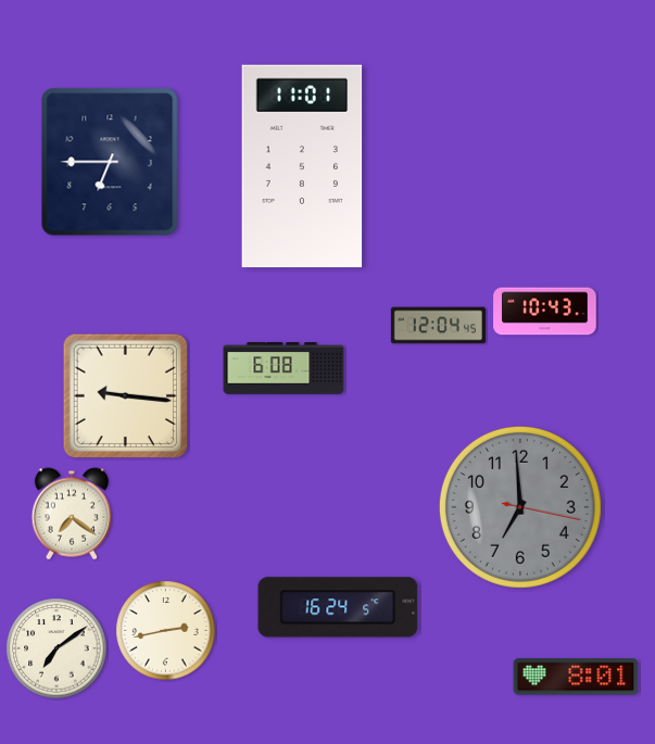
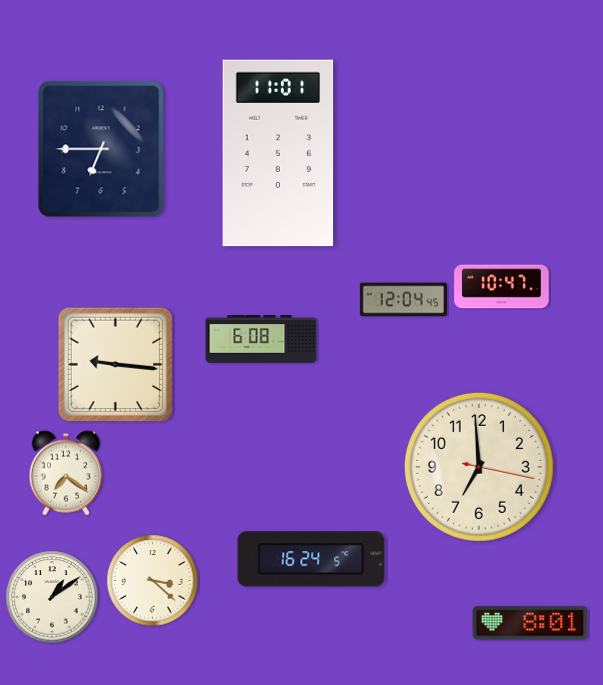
clock at (545, 312): 10:43 -> 10:47
clock at (520, 507) dial: grey -> cream
clock at (166, 631): 2:43 -> 3:22
clock at (56, 648): 7:09 -> 1:09
